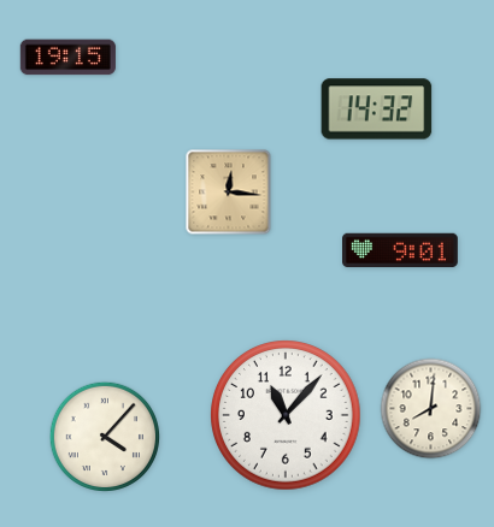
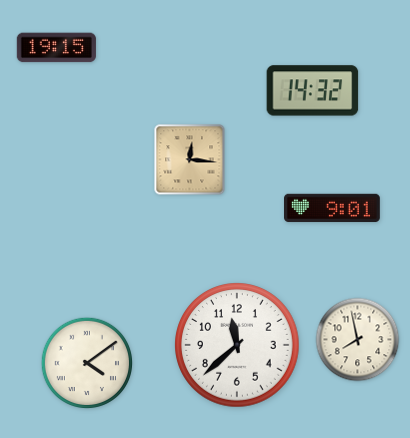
clock at (431, 409): 8:01 -> 7:58
clock at (286, 415): 11:07 -> 11:38
clock at (104, 436): 4:07 -> 4:09
